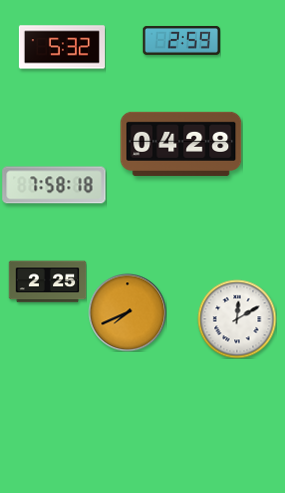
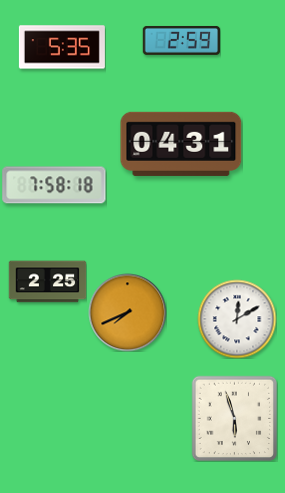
clock at (62, 47): 5:32 -> 5:35
clock at (181, 144): 04:28 -> 04:31
clock at (234, 418): none -> 5:57
